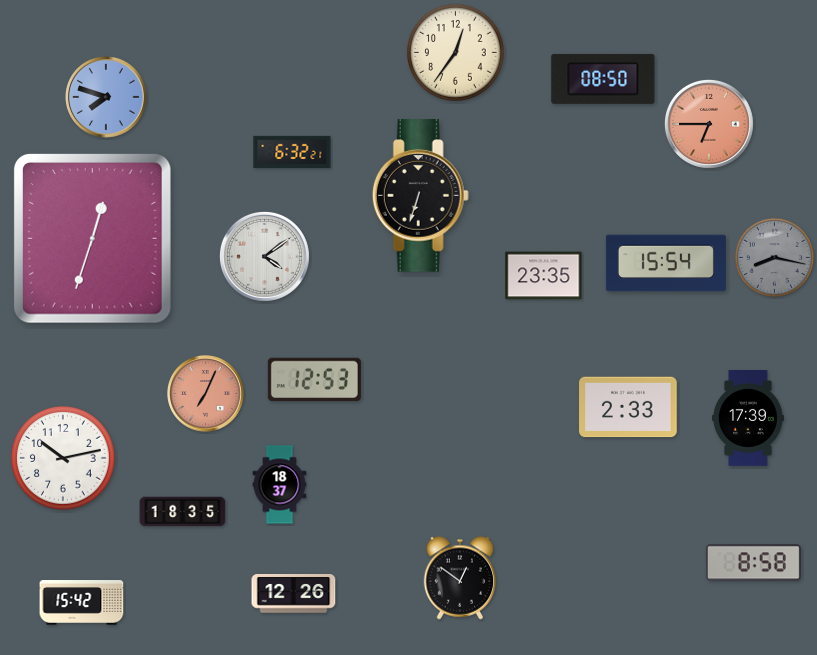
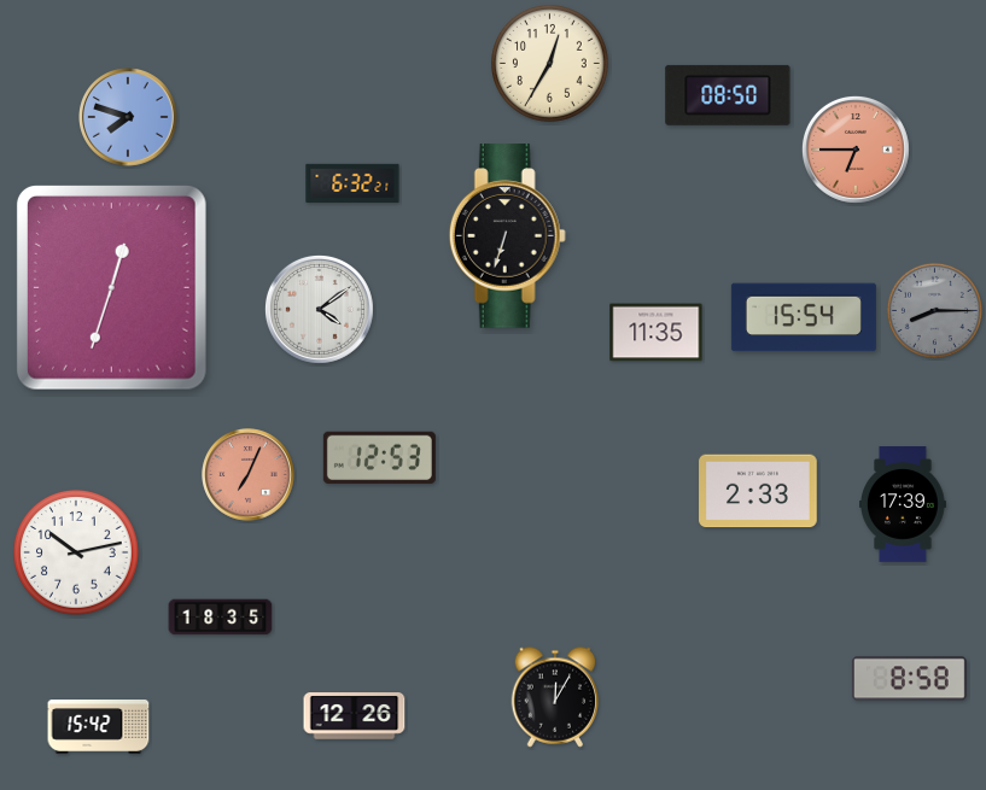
clock at (456, 53): 12:36 -> 12:35
clock at (774, 257): 8:17 -> 8:15
clock at (544, 276): 23:35 -> 11:35
clock at (280, 485): 18:37 -> none
clock at (460, 578): 12:51 -> 12:05
